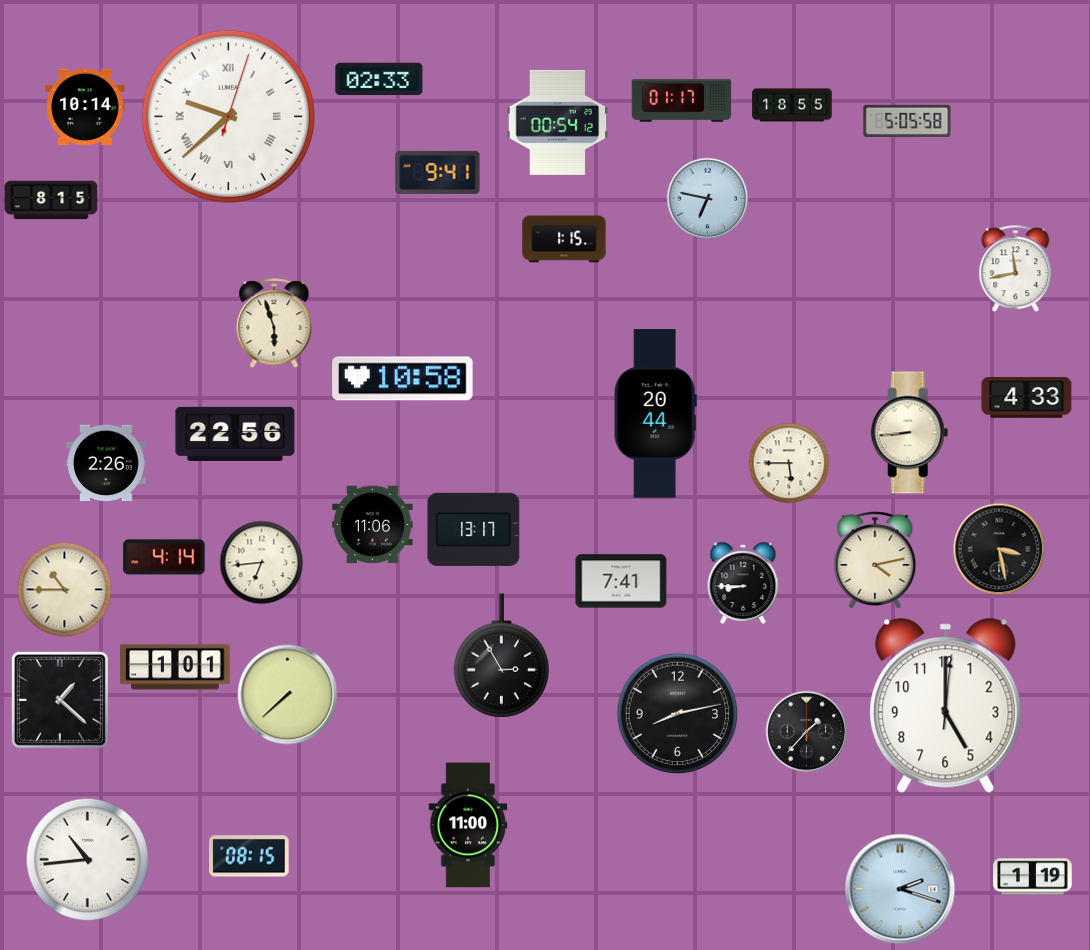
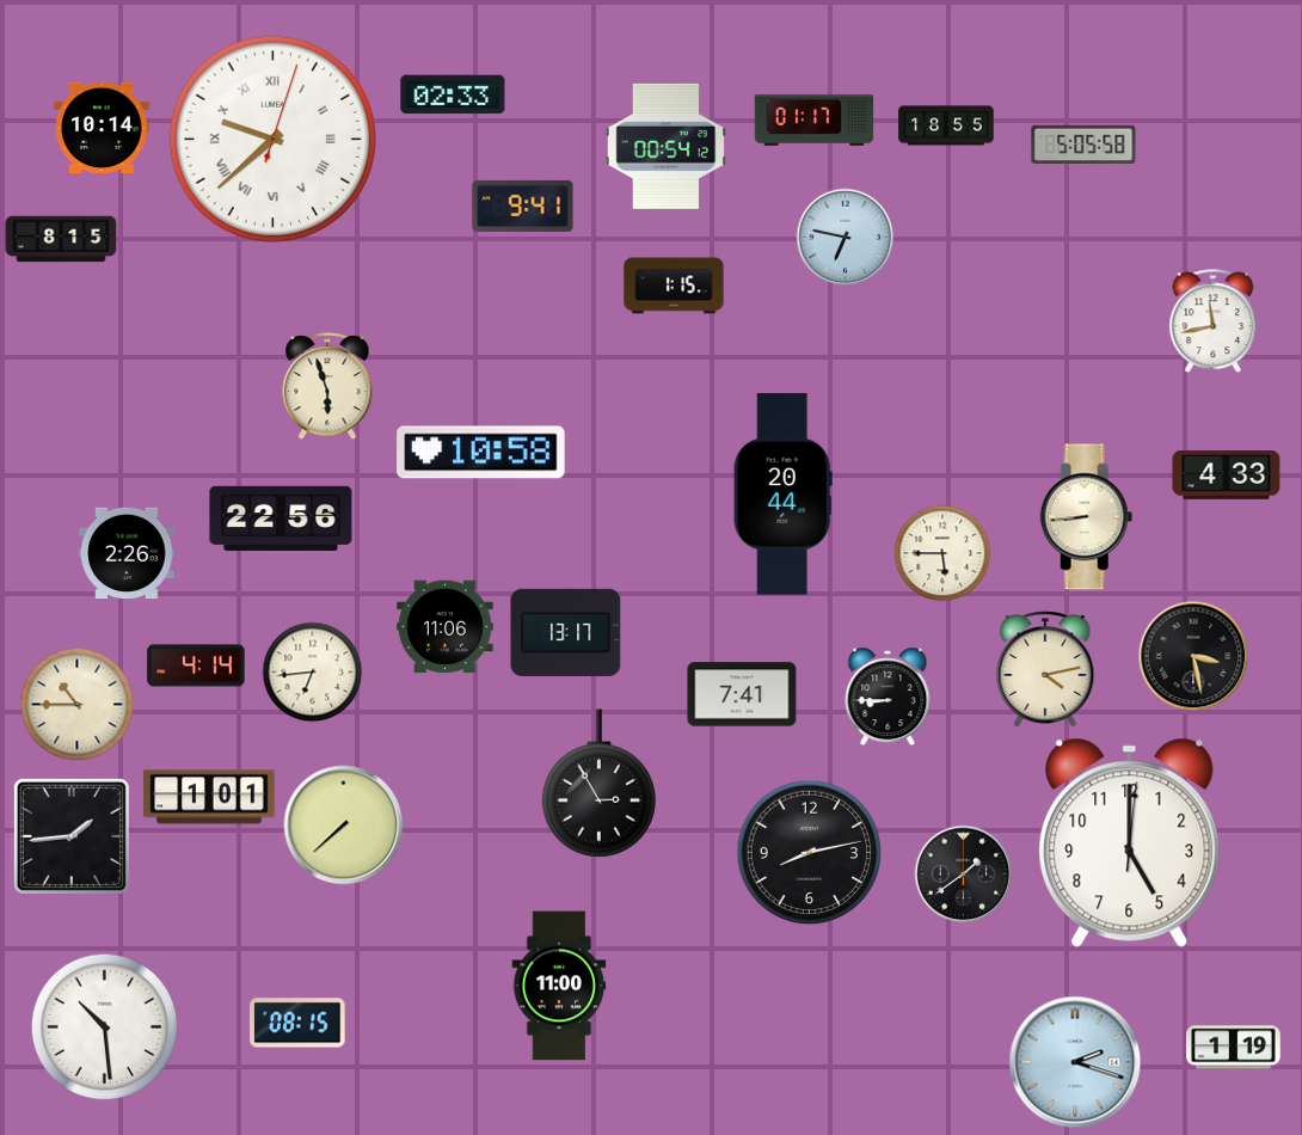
clock at (288, 695) position: (288, 695) -> (344, 826)
clock at (60, 700): 1:22 -> 1:44
clock at (807, 732): 1:37 -> 1:39
clock at (88, 860): 10:44 -> 10:29
